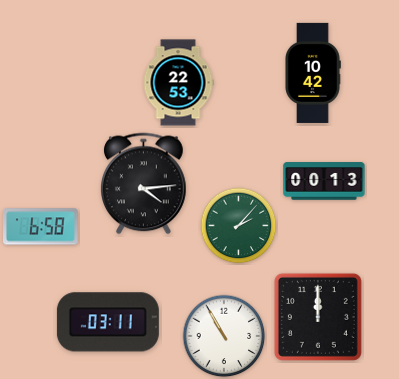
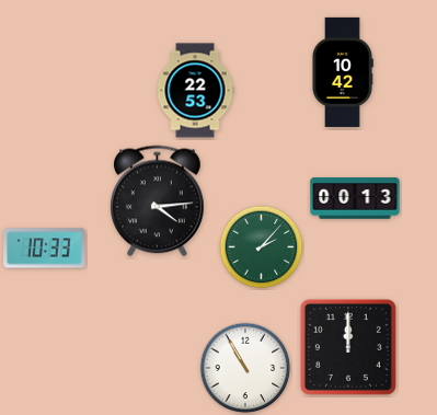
clock at (313, 73) position: (313, 73) -> (343, 72)
clock at (41, 227): 6:58 -> 10:33
clock at (108, 322): 03:11 -> none
